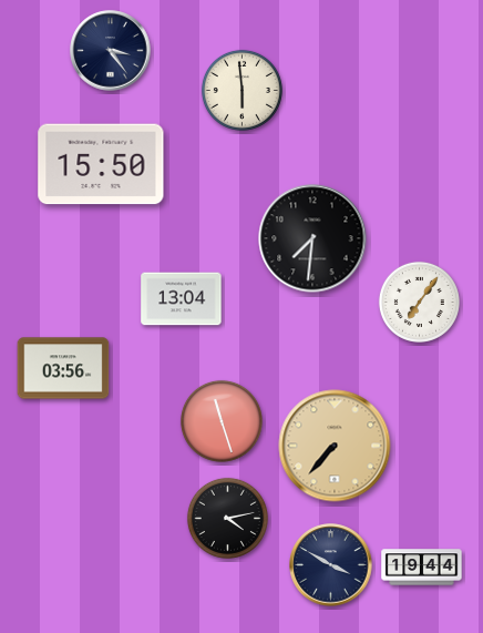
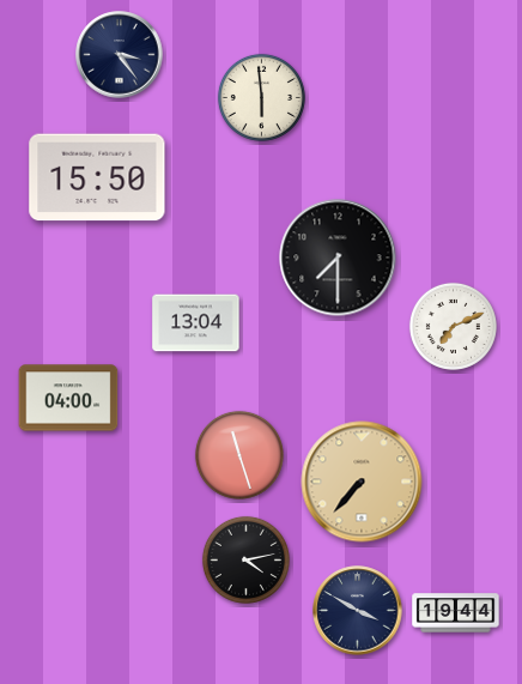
clock at (101, 164) position: (101, 164) -> (97, 177)
clock at (312, 238): 7:31 -> 7:30
clock at (419, 302): 7:06 -> 7:11
clock at (63, 368): 03:56 -> 04:00
